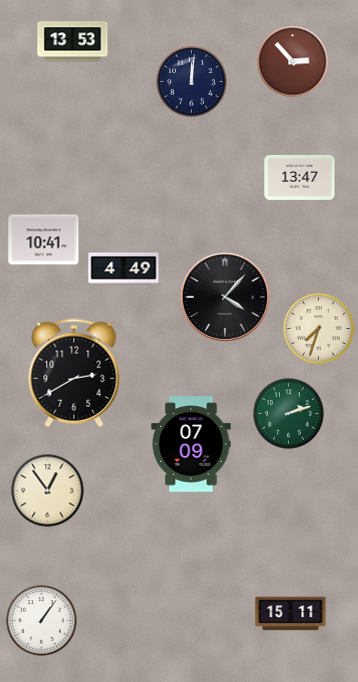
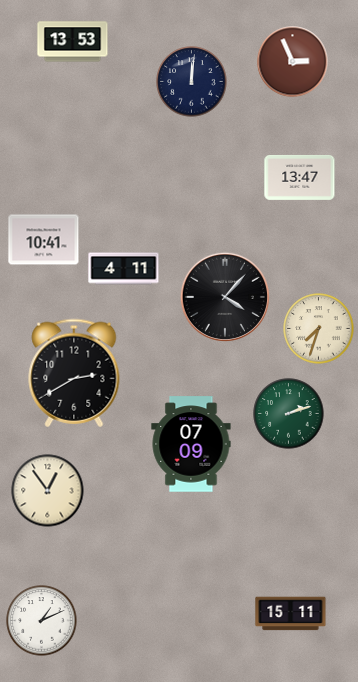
clock at (293, 62): 2:53 -> 2:56
clock at (124, 269): 4:49 -> 4:11
clock at (42, 621): 1:06 -> 1:11
